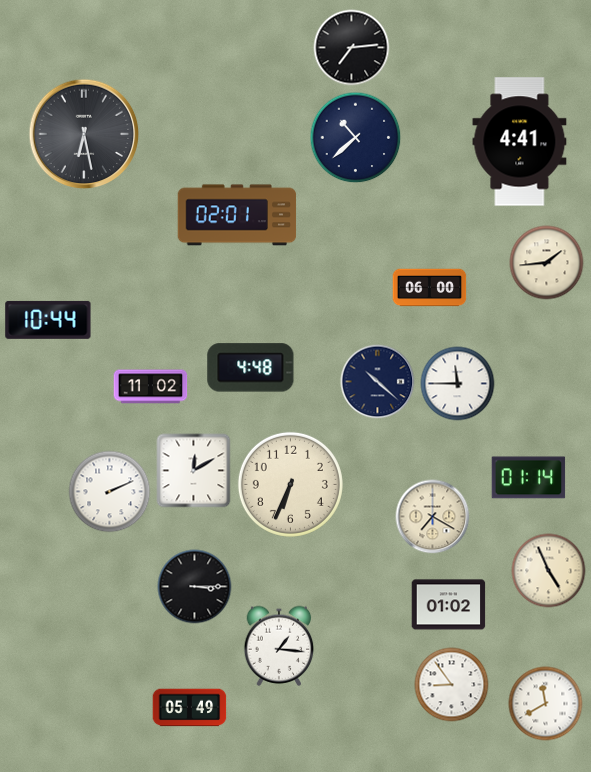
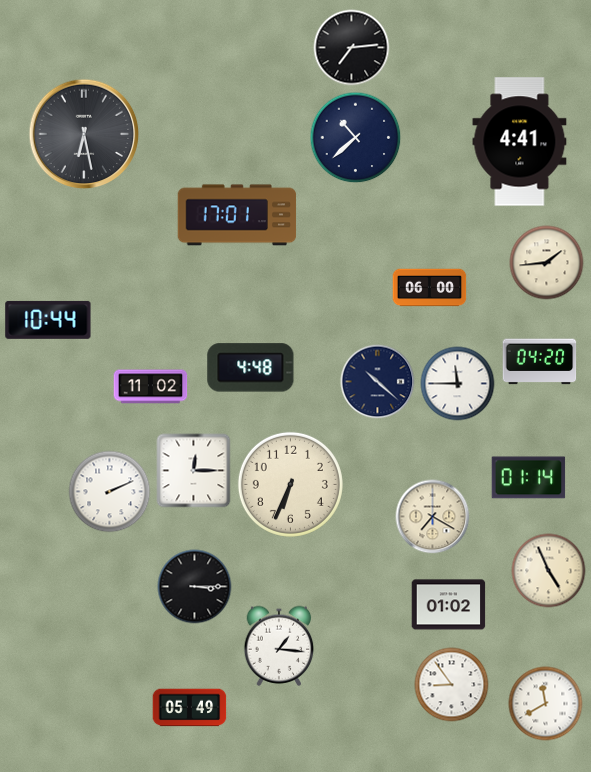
clock at (237, 215): 02:01 -> 17:01
clock at (540, 362): none -> 04:20
clock at (194, 471): 12:10 -> 12:15
